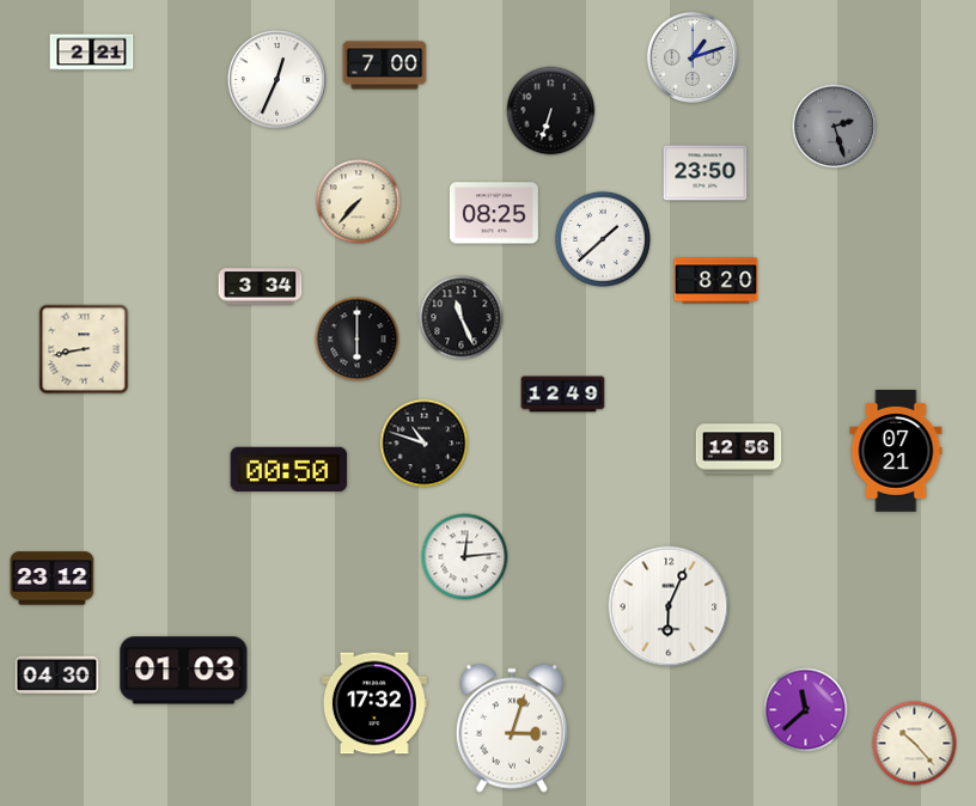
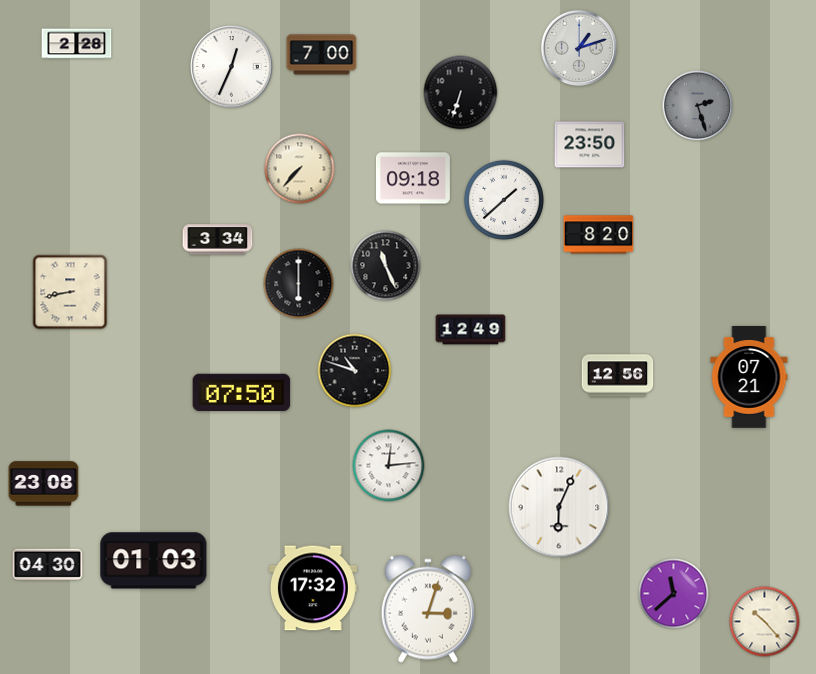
clock at (92, 53): 2:21 -> 2:28
clock at (494, 213): 08:25 -> 09:18
clock at (289, 470): 00:50 -> 07:50
clock at (53, 579): 23:12 -> 23:08
